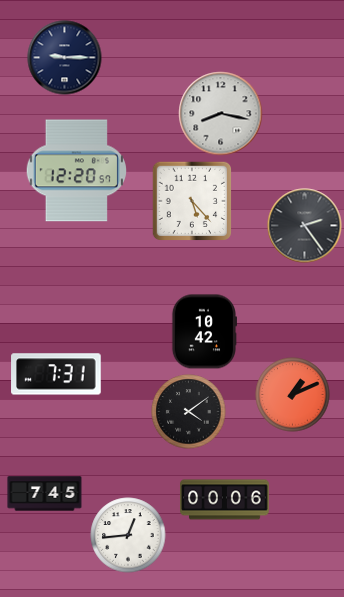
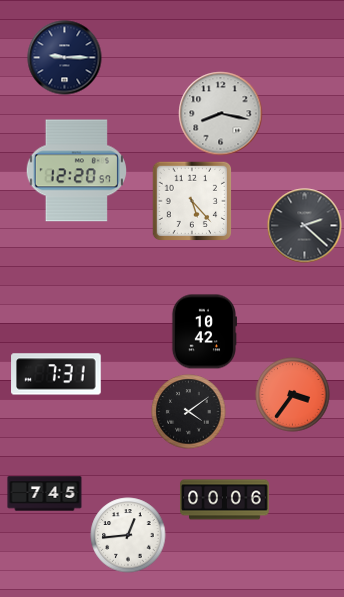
clock at (305, 226): 2:24 -> 2:22
clock at (293, 395): 1:11 -> 3:36
